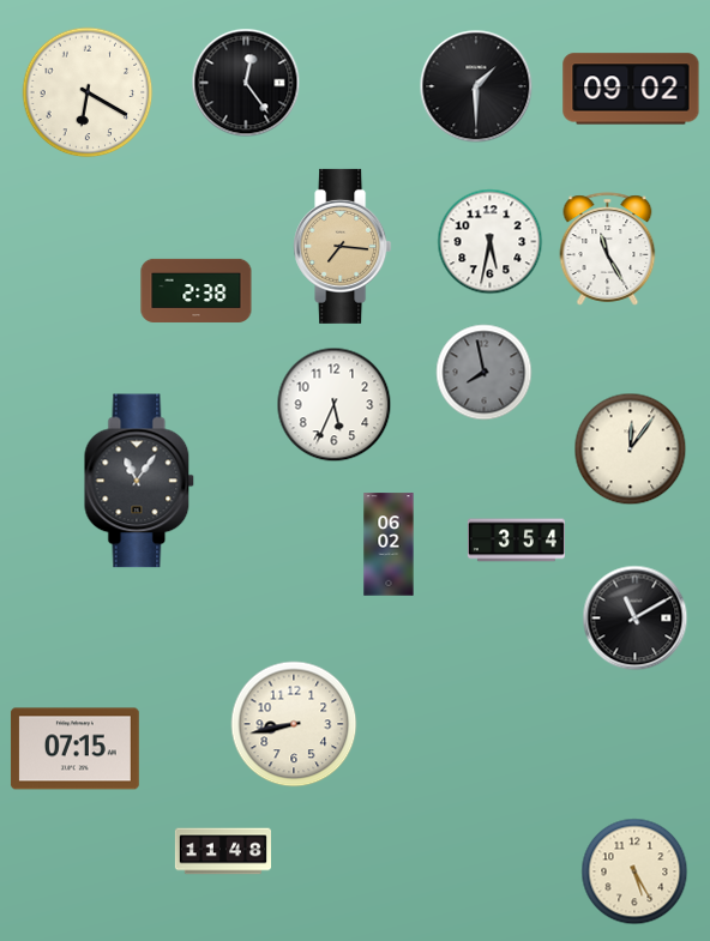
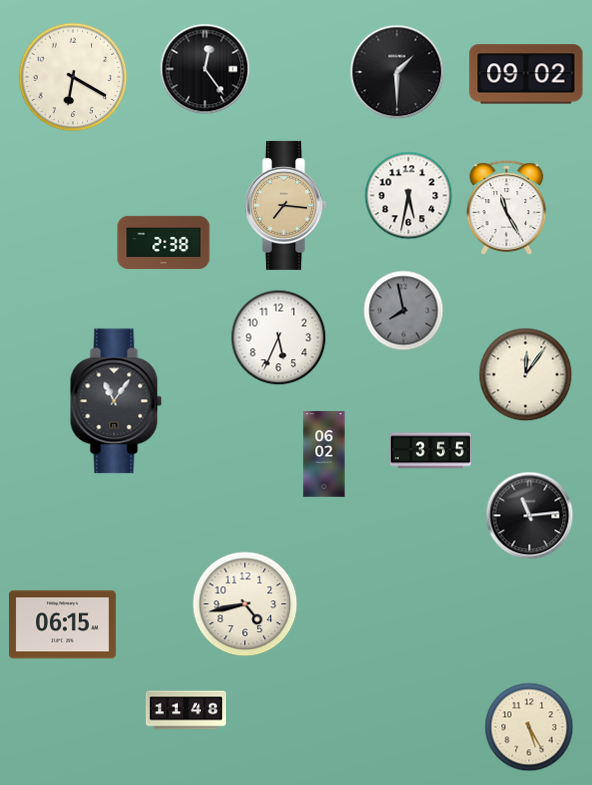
clock at (491, 242) position: (491, 242) -> (409, 196)
clock at (516, 541): 3:54 -> 3:55
clock at (636, 619): 11:10 -> 11:14
clock at (294, 724): 8:43 -> 4:43
clock at (74, 749): 07:15 -> 06:15
